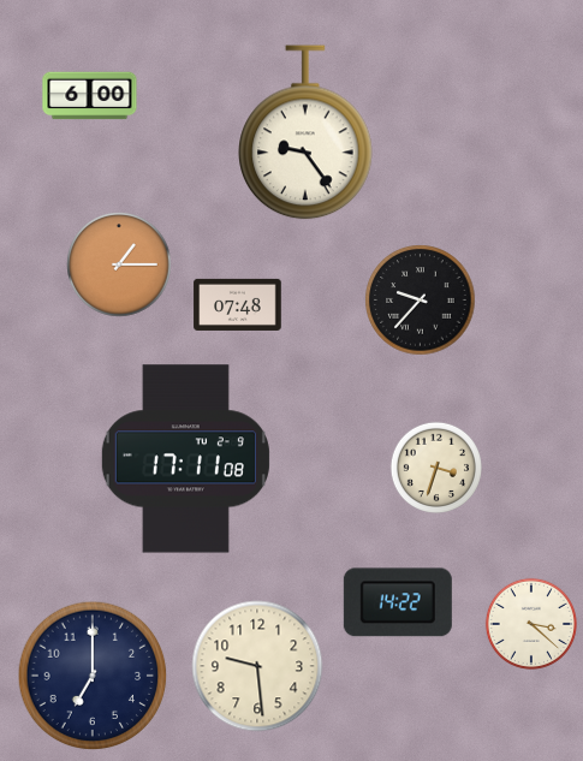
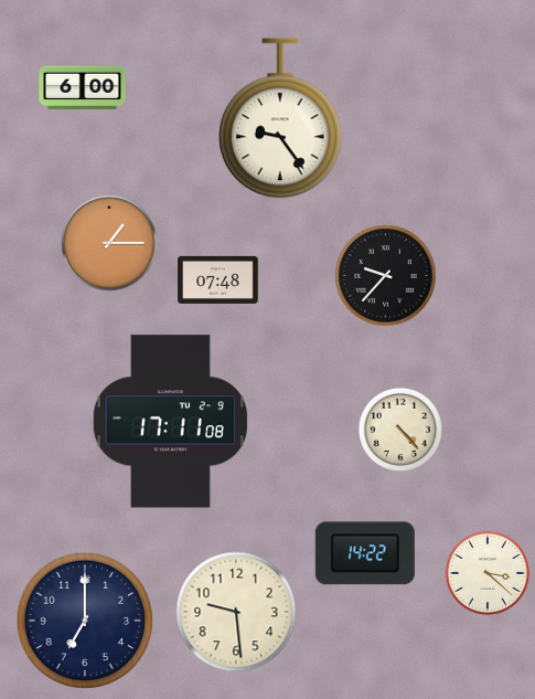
clock at (305, 132) position: (305, 132) -> (280, 118)
clock at (436, 468): 3:33 -> 4:23
